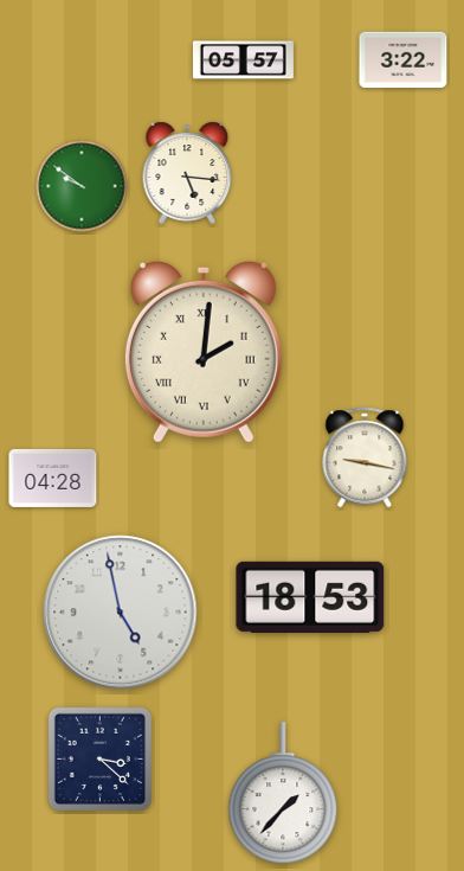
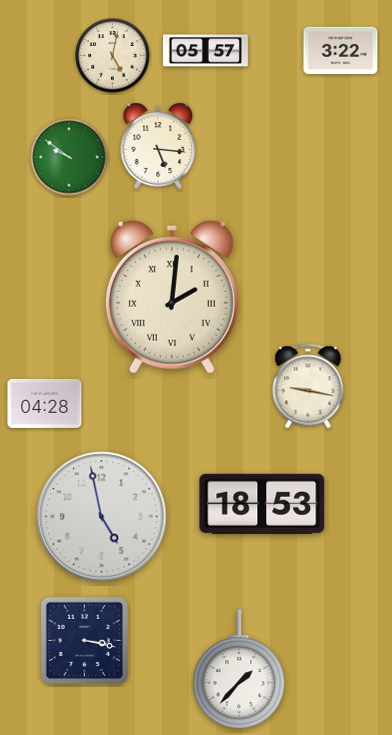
clock at (113, 56): none -> 5:02
clock at (99, 758): 3:22 -> 3:17
